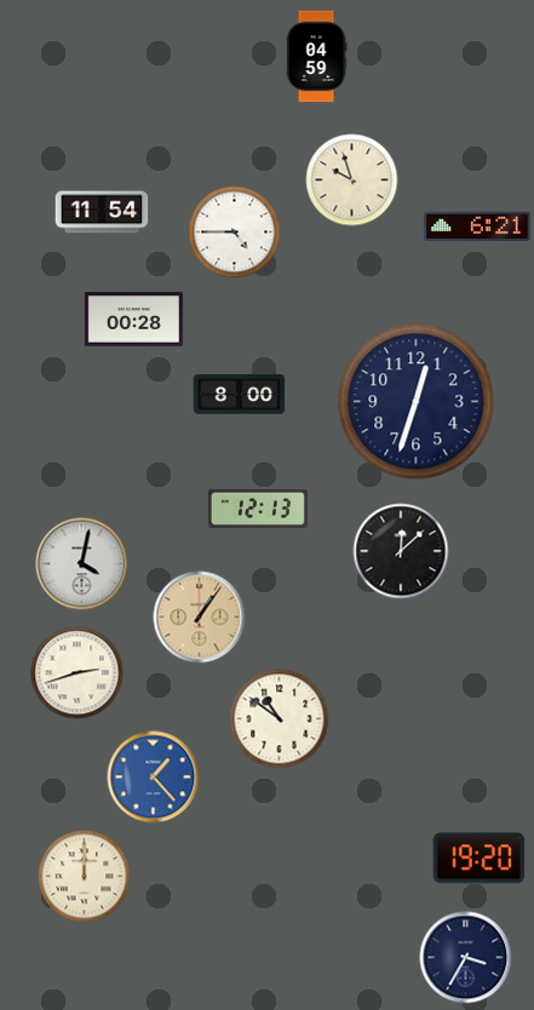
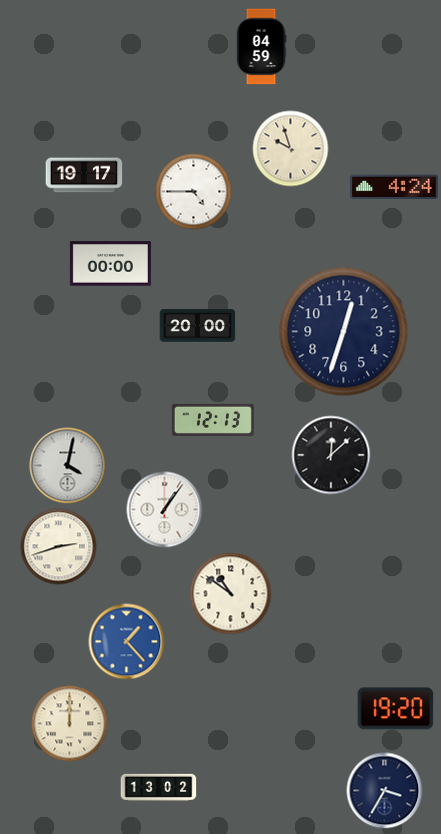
clock at (102, 212): 11:54 -> 19:17
clock at (477, 226): 6:21 -> 4:24
clock at (133, 320): 00:28 -> 00:00
clock at (240, 395): 8:00 -> 20:00
clock at (200, 618) dial: champagne -> white
clock at (77, 673) position: (77, 673) -> (59, 547)
clock at (159, 787): none -> 13:02
